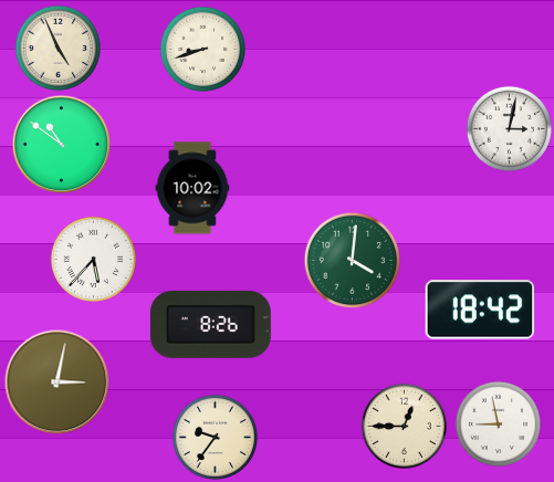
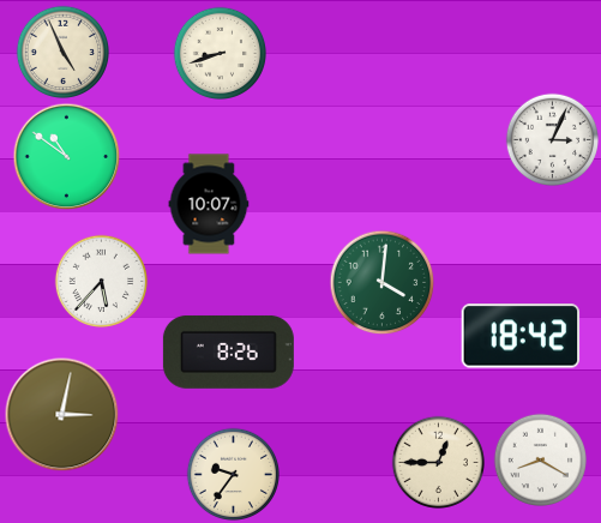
clock at (509, 128): 3:02 -> 3:04
clock at (192, 188): 10:02 -> 10:07
clock at (498, 423): 8:58 -> 8:20
